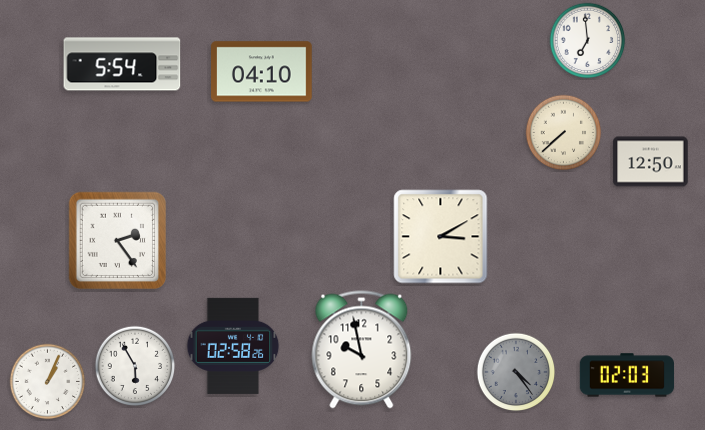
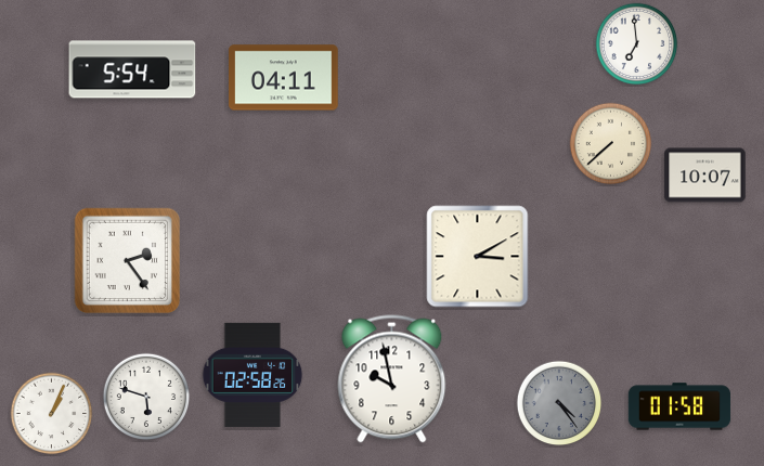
clock at (262, 72): 04:10 -> 04:11
clock at (651, 162): 12:50 -> 10:07
clock at (135, 366): 5:55 -> 5:48
clock at (627, 375): 02:03 -> 01:58
